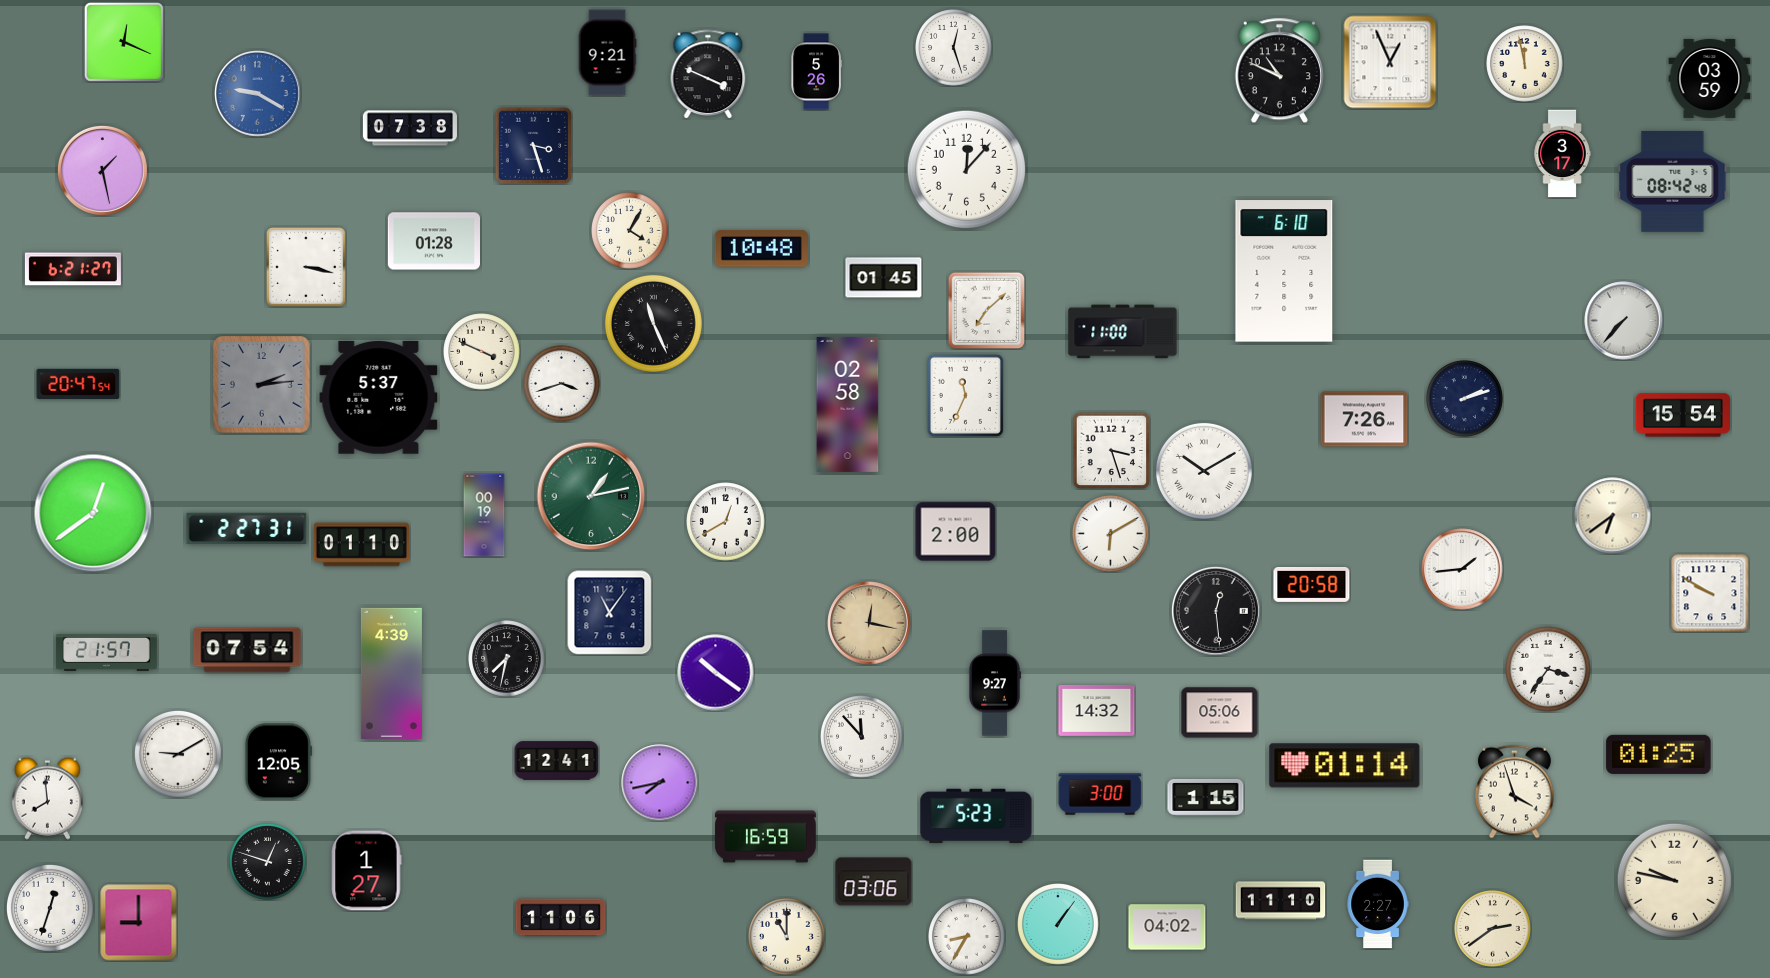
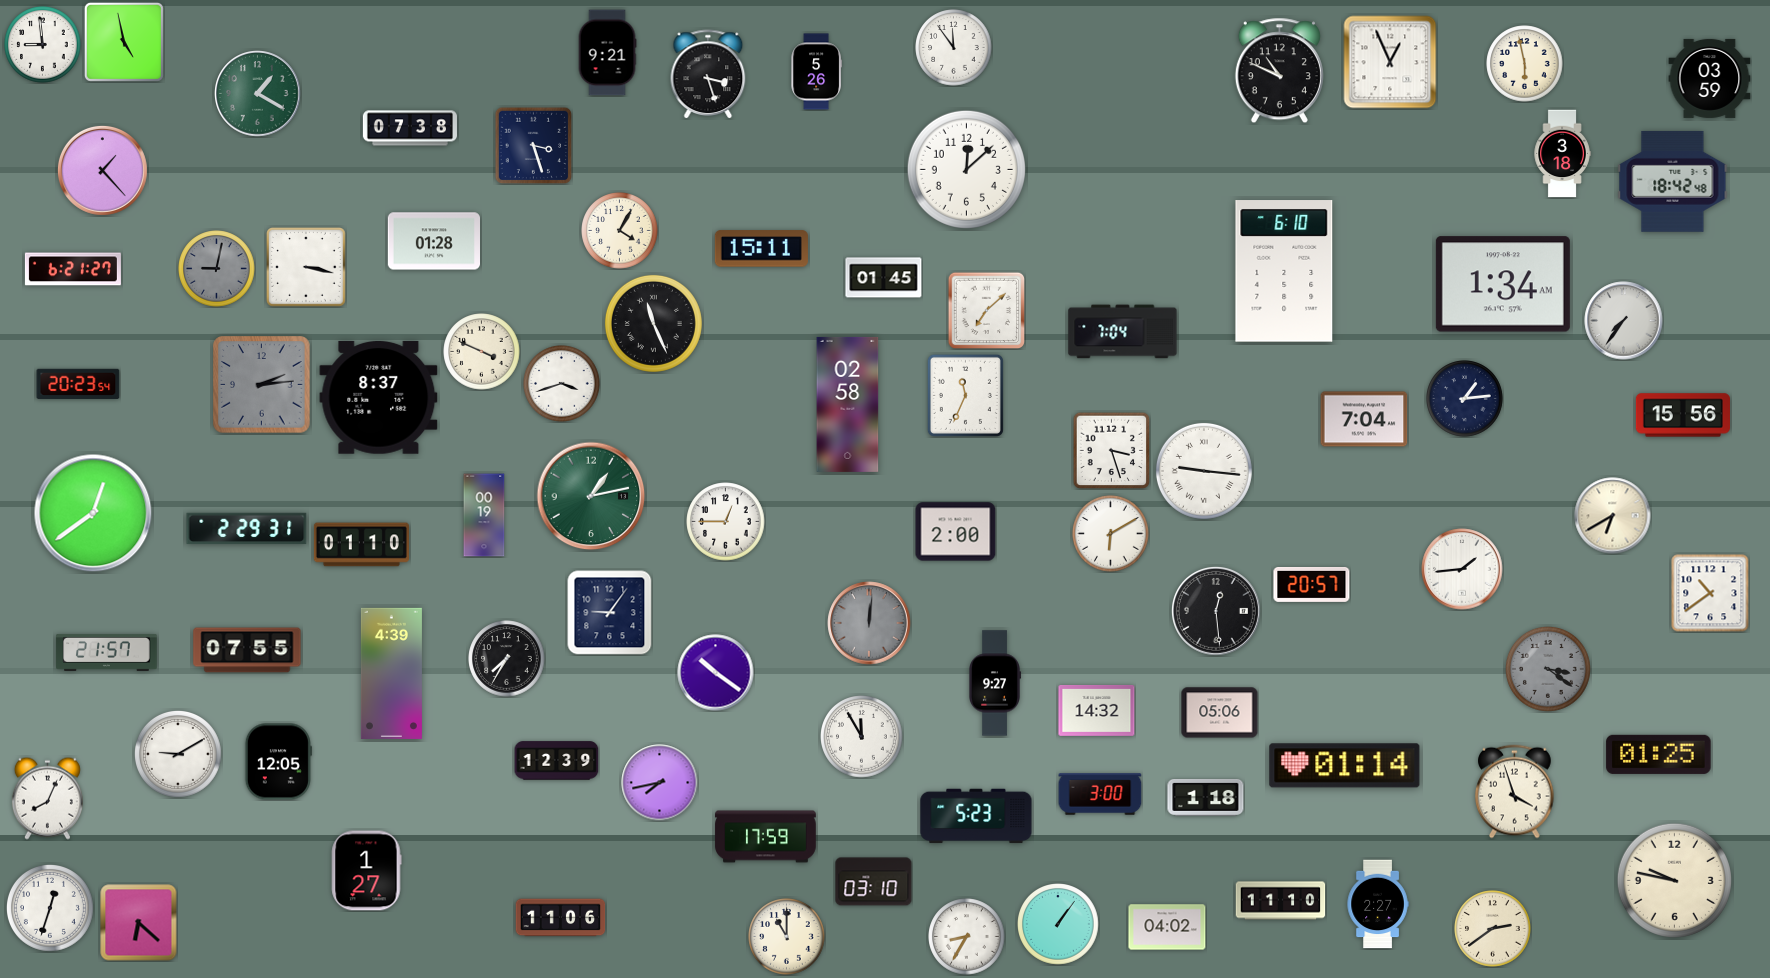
clock at (124, 42): 12:19 -> 4:58
clock at (43, 45): none -> 8:59
clock at (954, 48): 12:27 -> 11:54
clock at (1525, 64): 11:58 -> 5:58
clock at (708, 74): 3:49 -> 3:27
clock at (258, 94): 9:20 -> 1:20
clock at (258, 94) dial: blue -> green
clock at (1562, 154): 3:17 -> 3:18
clock at (966, 169): 12:07 -> 12:08
clock at (102, 170): 1:28 -> 1:23
clock at (1673, 181): 08:42 -> 18:42
clock at (630, 231) position: (630, 231) -> (620, 231)
clock at (761, 249): 10:48 -> 15:11
clock at (217, 269): none -> 9:02
clock at (1503, 284): none -> 1:34
clock at (1624, 321): 7:37 -> 7:36
clock at (1123, 332): 11:00 -> 7:04
clock at (78, 383): 20:47 -> 20:23
clock at (379, 397): 5:37 -> 8:37
clock at (1465, 399): 2:12 -> 1:14
clock at (1683, 415): 15:54 -> 15:56
clock at (1364, 419): 7:26 -> 7:04
clock at (1204, 471): 10:10 -> 9:16
clock at (1613, 516): 6:39 -> 6:40
clock at (726, 522): 12:40 -> 12:45
clock at (247, 529): 2:27 -> 2:29
clock at (1312, 584): 20:58 -> 20:57
clock at (1710, 593): 9:50 -> 10:39
clock at (610, 613): 11:06 -> 9:06
clock at (869, 623): 12:17 -> 12:01
clock at (869, 623) dial: champagne -> grey
clock at (247, 650): 07:54 -> 07:55
clock at (507, 659): 7:32 -> 7:35
clock at (1549, 670): 3:36 -> 3:21
clock at (1549, 670) dial: white -> grey
clock at (862, 737): 11:53 -> 11:55
clock at (557, 761): 12:41 -> 12:39
clock at (47, 798): 7:59 -> 8:04
clock at (1206, 798): 1:15 -> 1:18
clock at (766, 837): 16:59 -> 17:59
clock at (268, 862): 12:48 -> none
clock at (874, 882): 03:06 -> 03:10
clock at (139, 923): 9:00 -> 6:22
